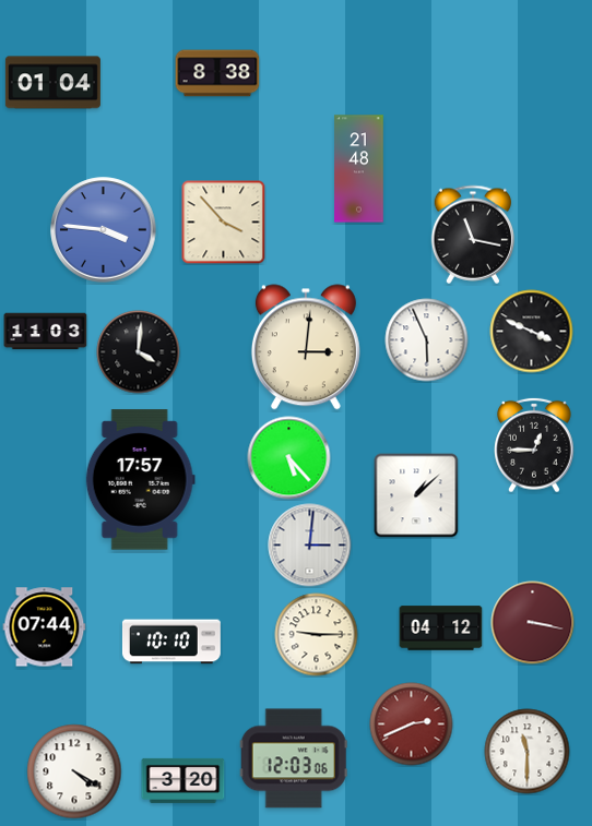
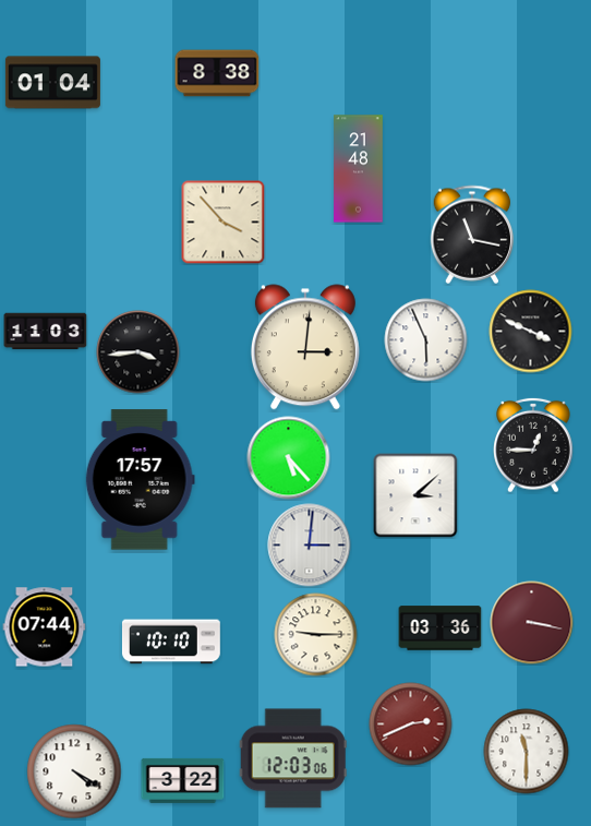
clock at (104, 230): 3:46 -> none
clock at (139, 352): 4:01 -> 3:44
clock at (416, 495): 1:08 -> 3:08
clock at (441, 629): 04:12 -> 03:36
clock at (183, 780): 3:20 -> 3:22
